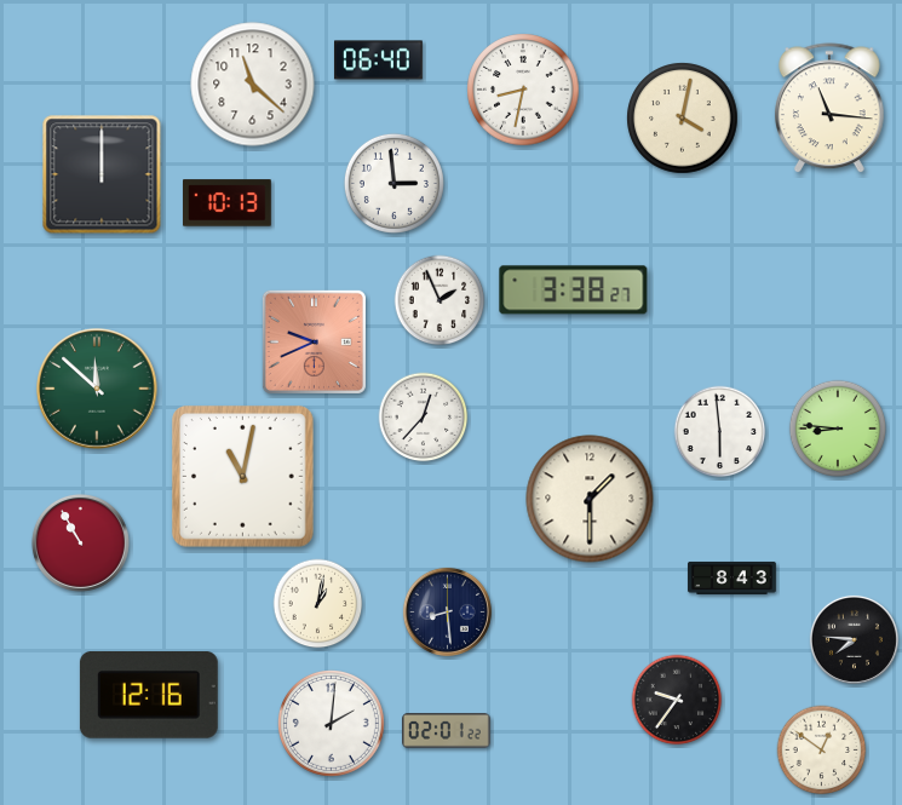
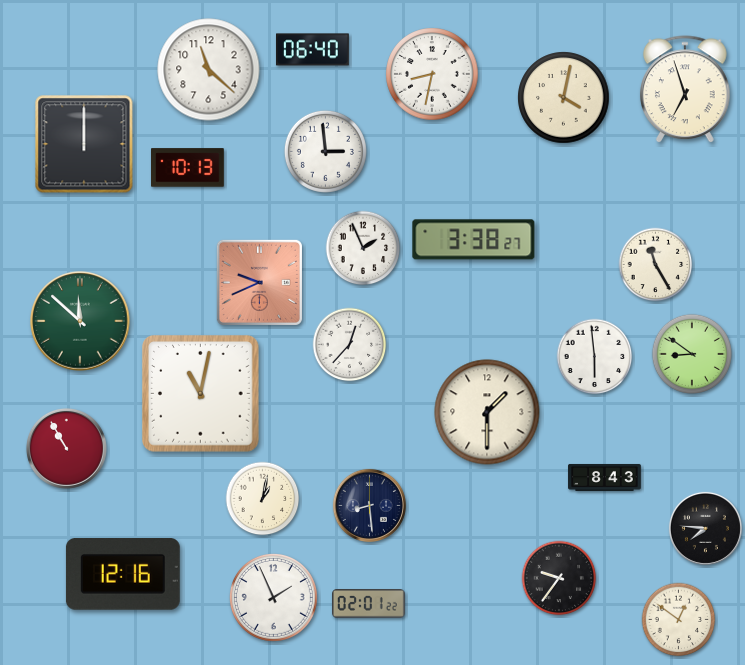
clock at (829, 109): 11:16 -> 6:57
clock at (656, 265): none -> 11:25
clock at (838, 429): 8:46 -> 8:51
clock at (332, 724): 2:01 -> 1:56
